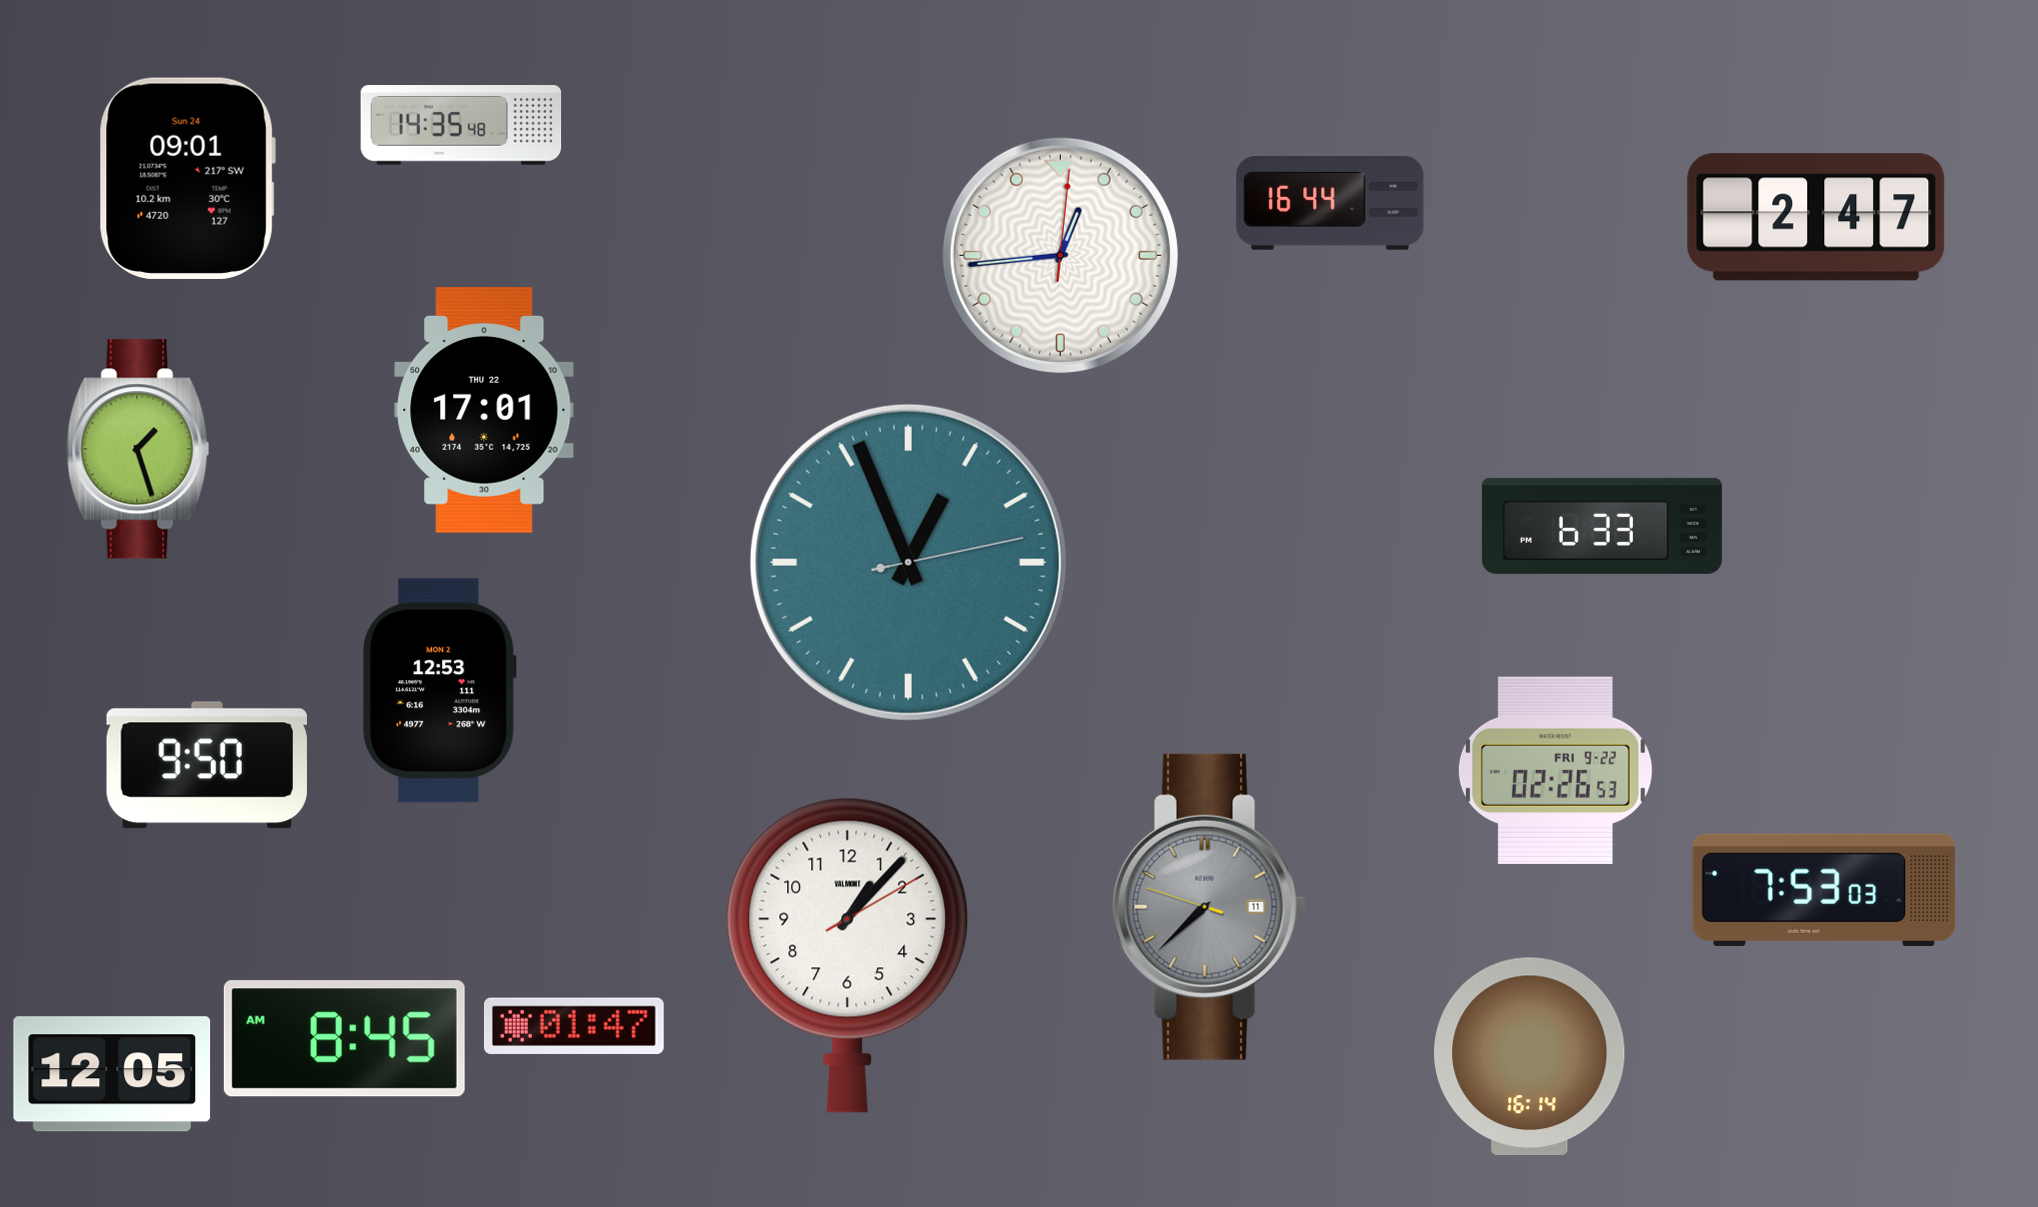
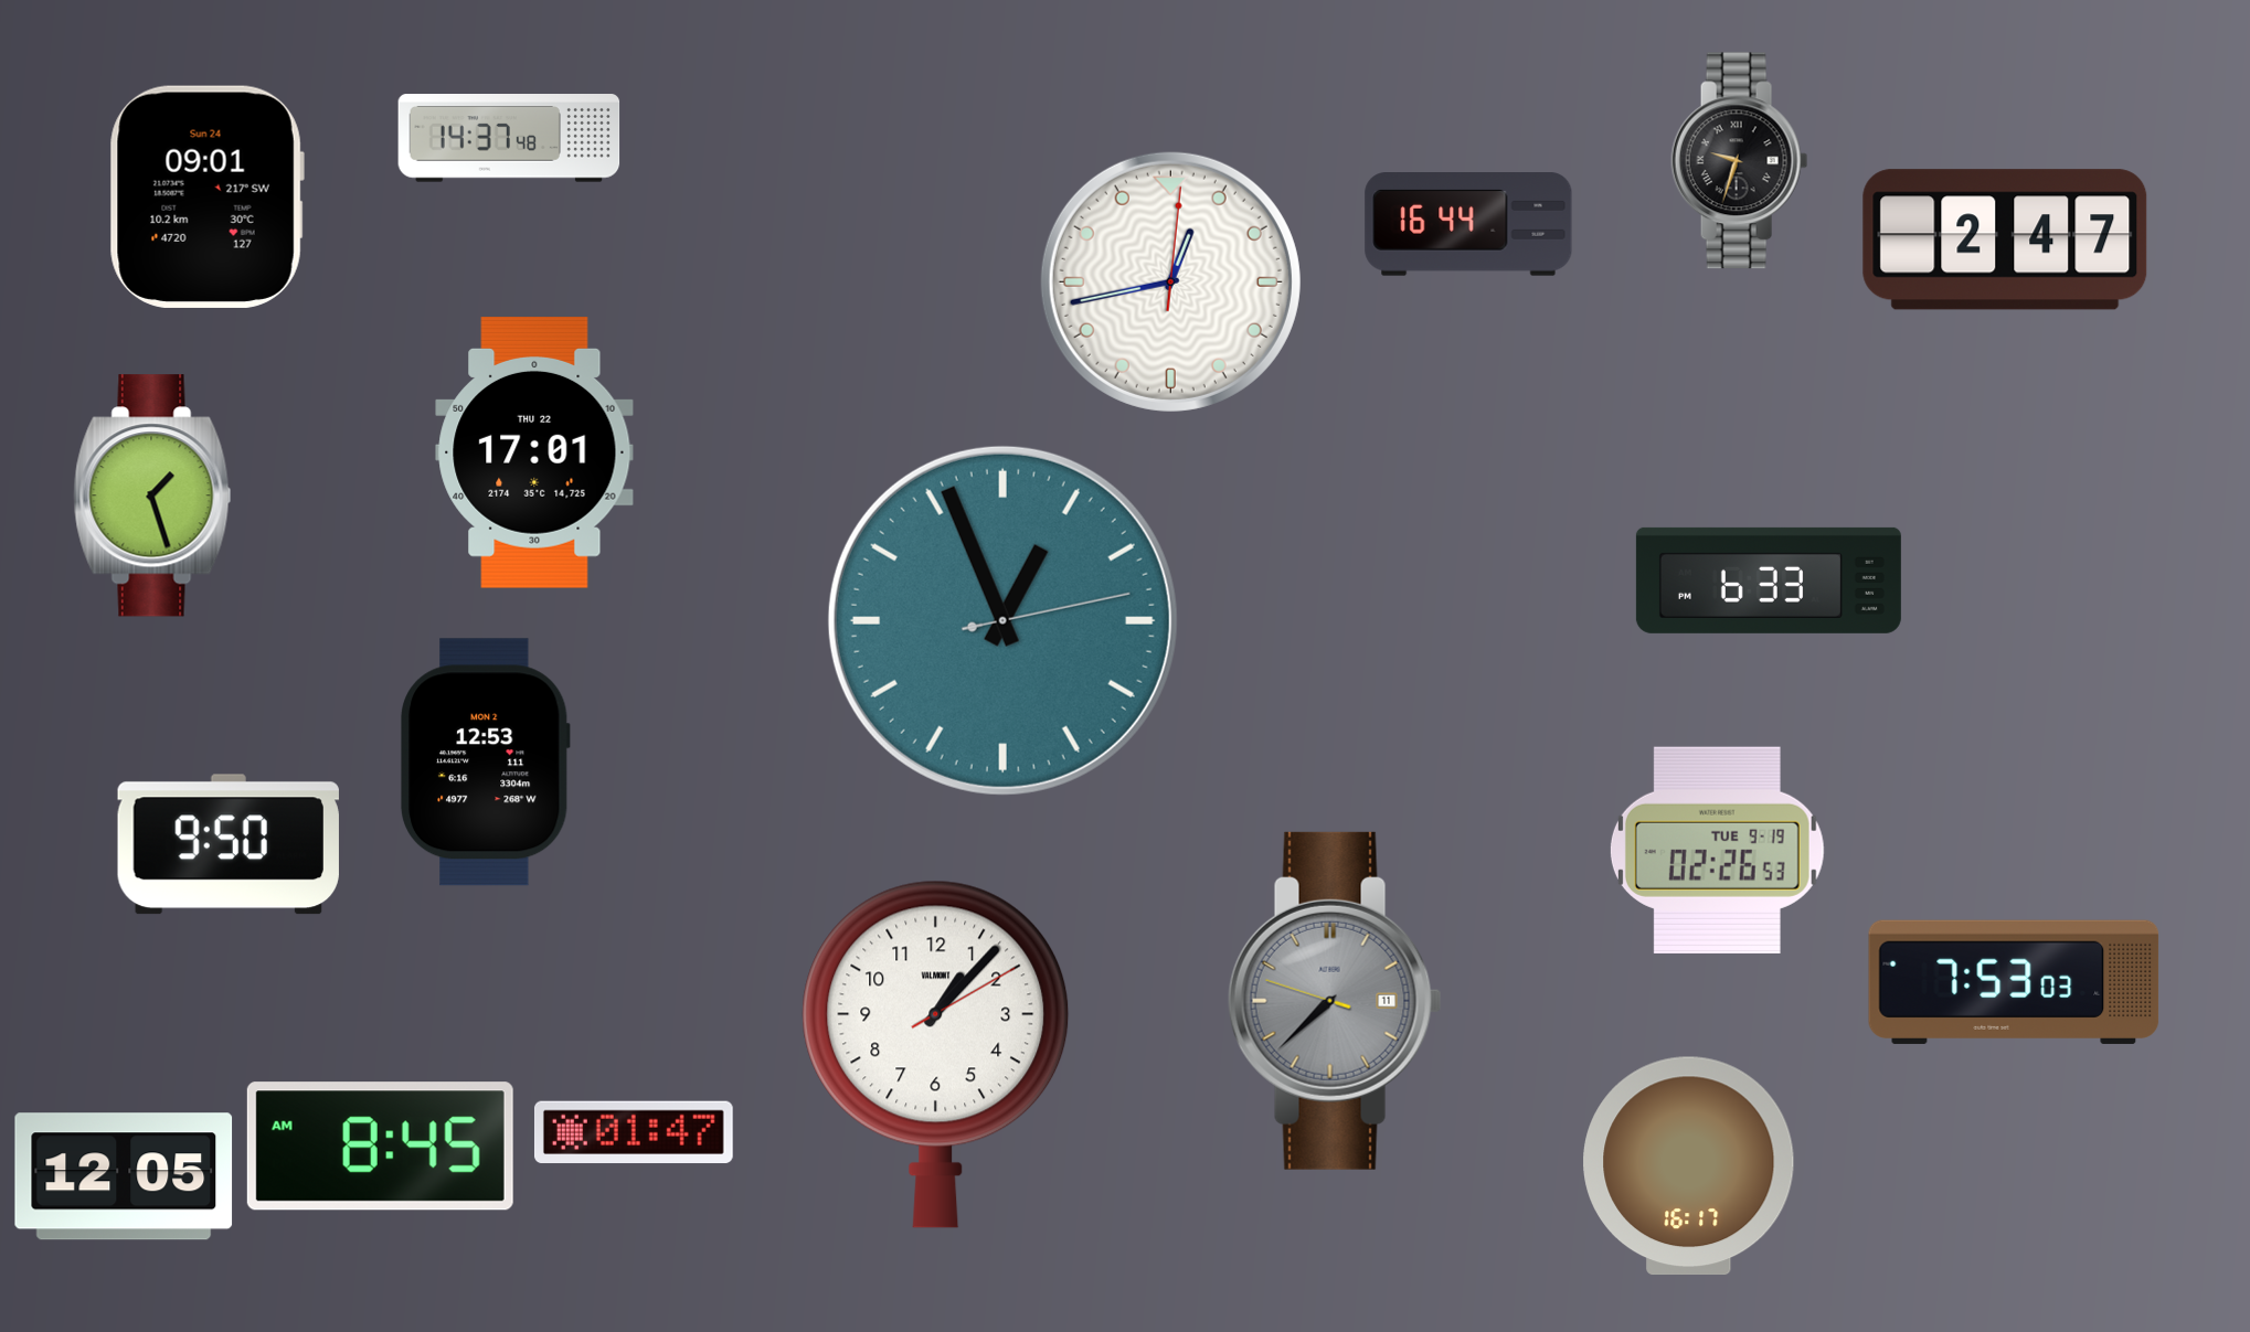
clock at (461, 126): 14:35 -> 14:37
clock at (1740, 161): none -> 9:33
clock at (1060, 255): 12:44 -> 12:43
clock at (1555, 770) date: FRI 9-22 -> TUE 9-19
clock at (1530, 1057): 16:14 -> 16:17
clock at (112, 1074) position: (112, 1074) -> (124, 1176)
